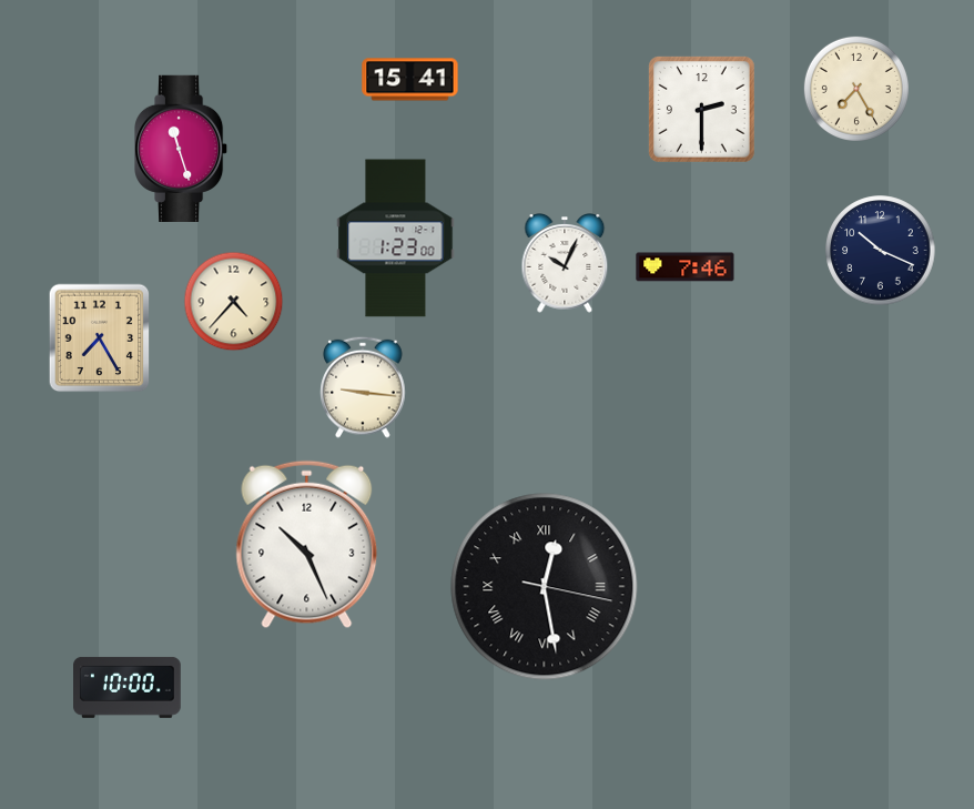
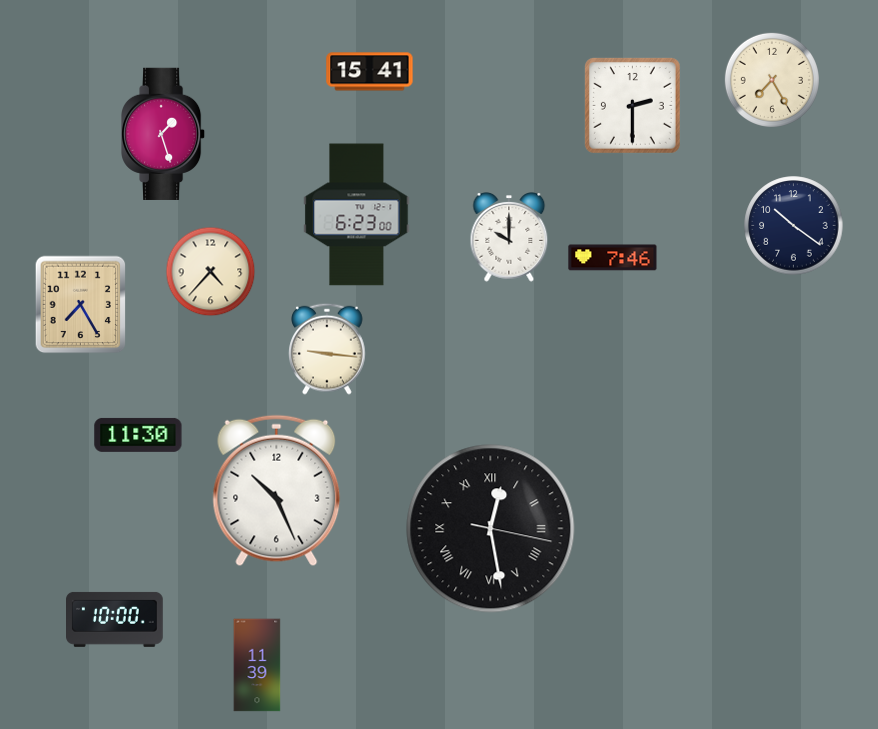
clock at (701, 109) position: (701, 109) -> (632, 105)
clock at (182, 149): 11:27 -> 1:27
clock at (396, 239): 1:23 -> 6:23
clock at (881, 251): 10:19 -> 10:21
clock at (565, 263): 10:04 -> 10:00
clock at (686, 267) position: (686, 267) -> (613, 258)
clock at (100, 338) position: (100, 338) -> (81, 305)
clock at (138, 435): none -> 11:30
clock at (257, 665): none -> 11:39
